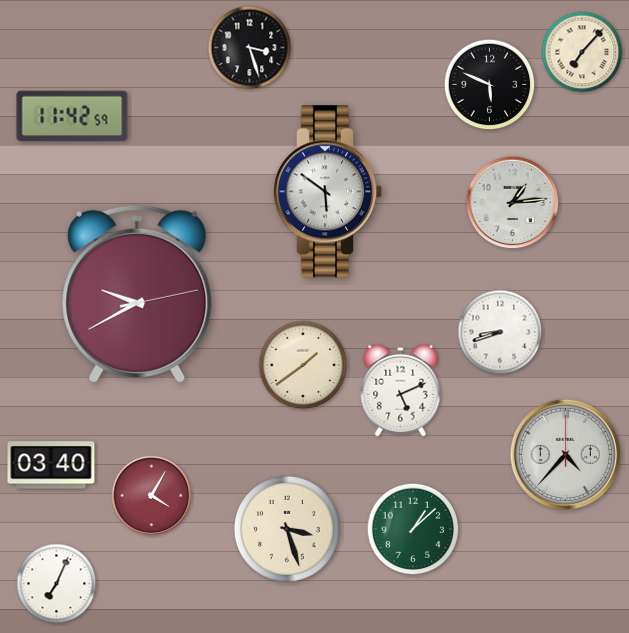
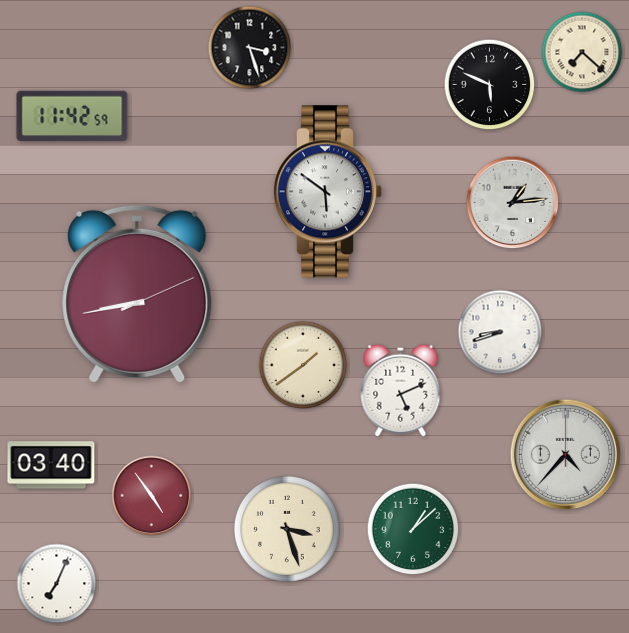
clock at (582, 52): 7:07 -> 7:22
clock at (137, 294): 9:40 -> 8:43
clock at (152, 496): 4:05 -> 4:54
